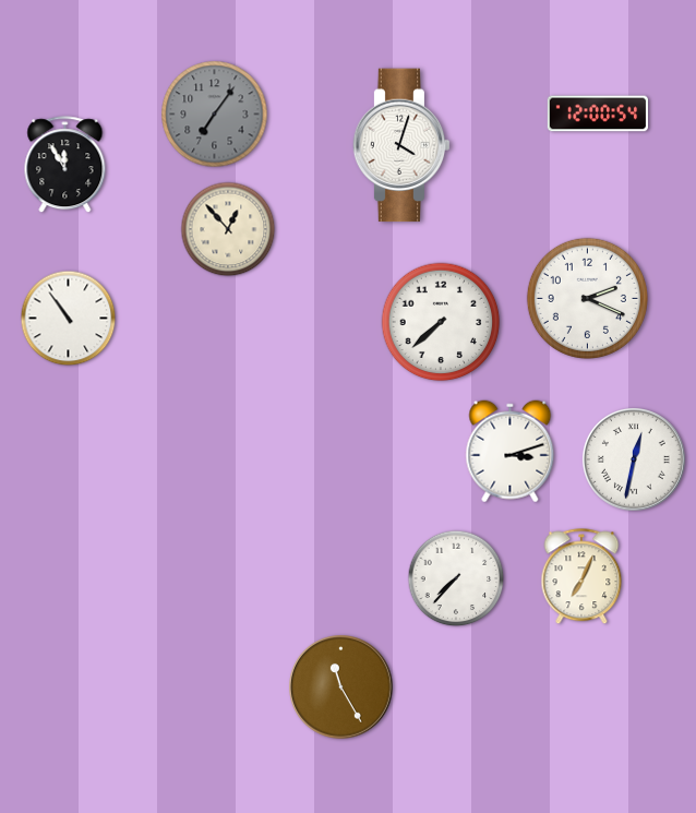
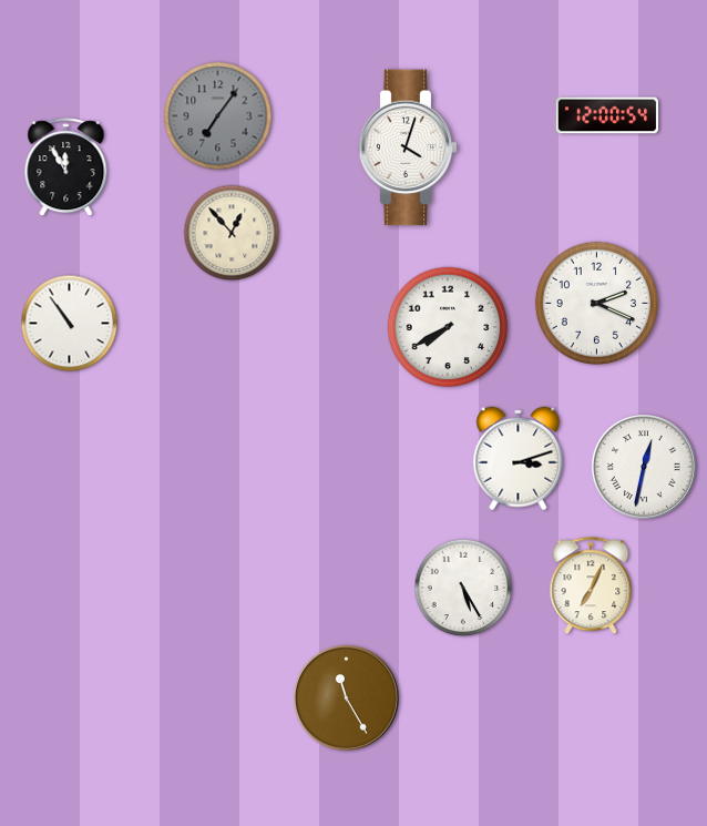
clock at (441, 322): 7:38 -> 7:40
clock at (456, 578): 7:37 -> 5:25
